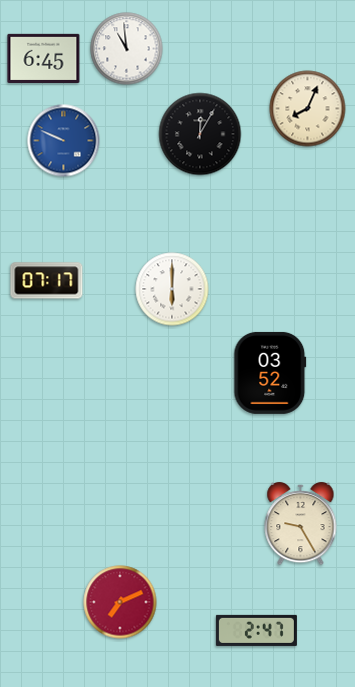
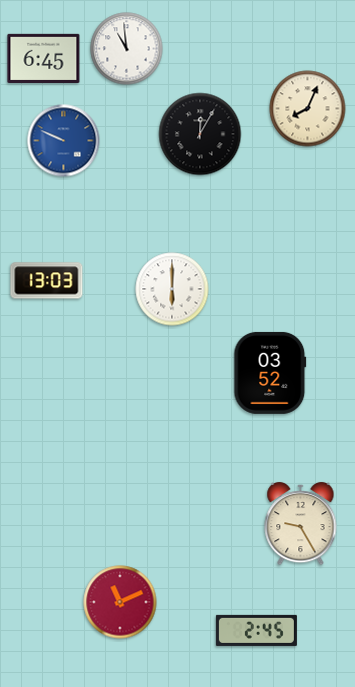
clock at (47, 281): 07:17 -> 13:03
clock at (120, 602): 7:11 -> 11:11
clock at (256, 630): 2:47 -> 2:45
